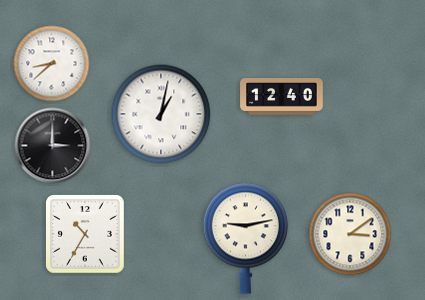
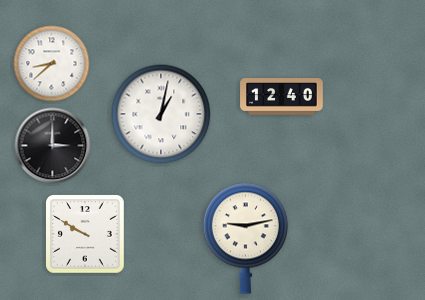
clock at (85, 234): 10:35 -> 9:50
clock at (350, 234): 3:09 -> none
